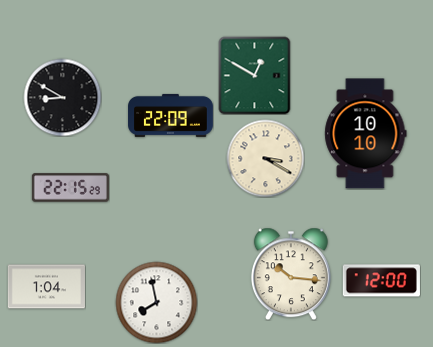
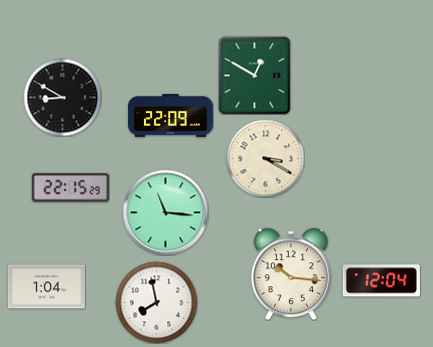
clock at (366, 134): 10:10 -> none
clock at (165, 212): none -> 11:16
clock at (381, 281): 12:00 -> 12:04
